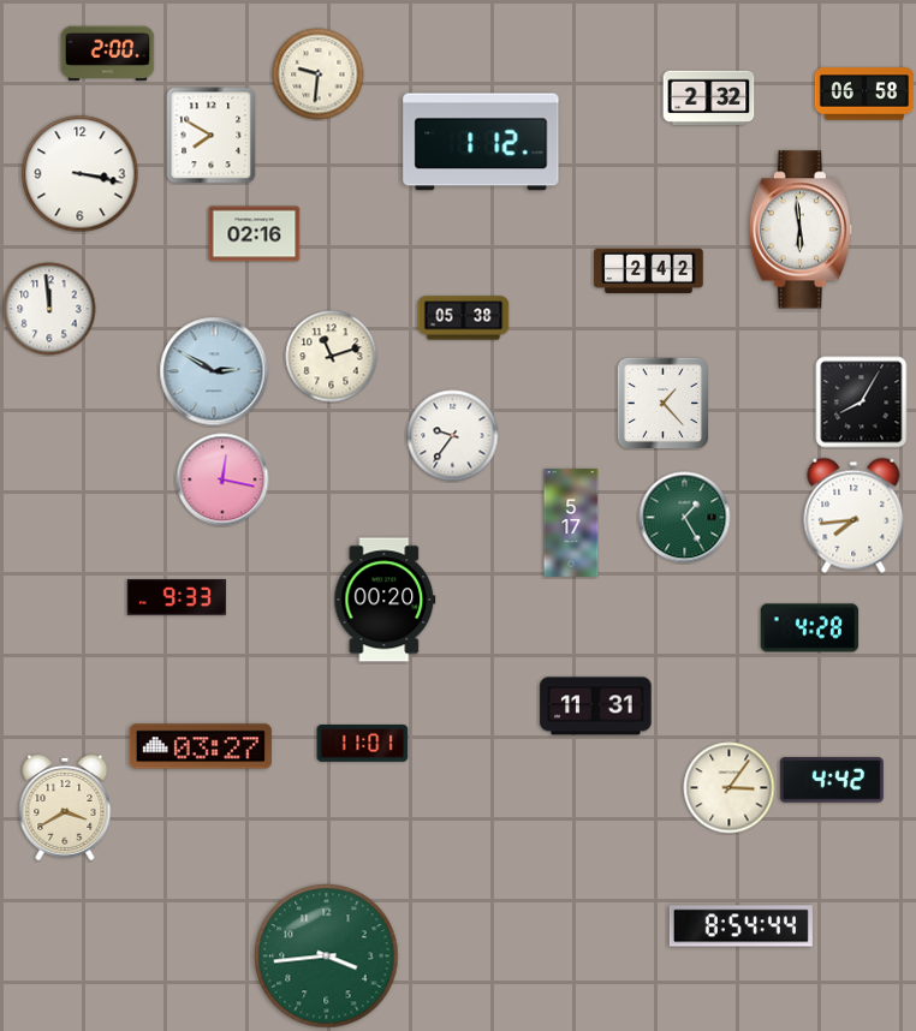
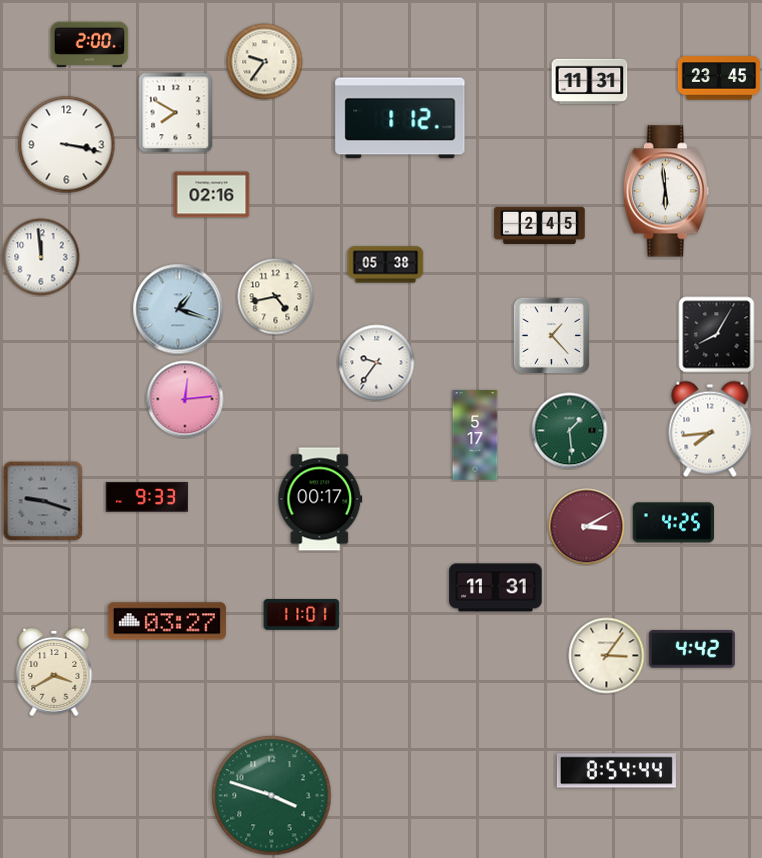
clock at (319, 75): 9:31 -> 9:36
clock at (864, 94): 06:58 -> 23:45
clock at (709, 99): 2:32 -> 11:31
clock at (649, 270): 2:42 -> 2:45
clock at (332, 357): 11:12 -> 4:43
clock at (214, 371): 2:50 -> 1:18
clock at (222, 479): 12:17 -> 12:14
clock at (685, 518): 1:25 -> 1:29
clock at (385, 600): 00:20 -> 00:17
clock at (43, 501): none -> 9:18
clock at (810, 628): 4:28 -> 4:25
clock at (587, 527): none -> 3:10
clock at (363, 744) position: (363, 744) -> (302, 615)
clock at (327, 956): 3:44 -> 3:48
